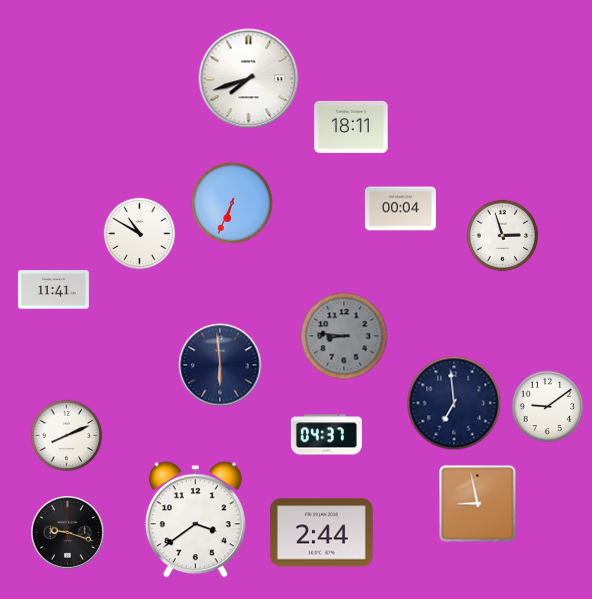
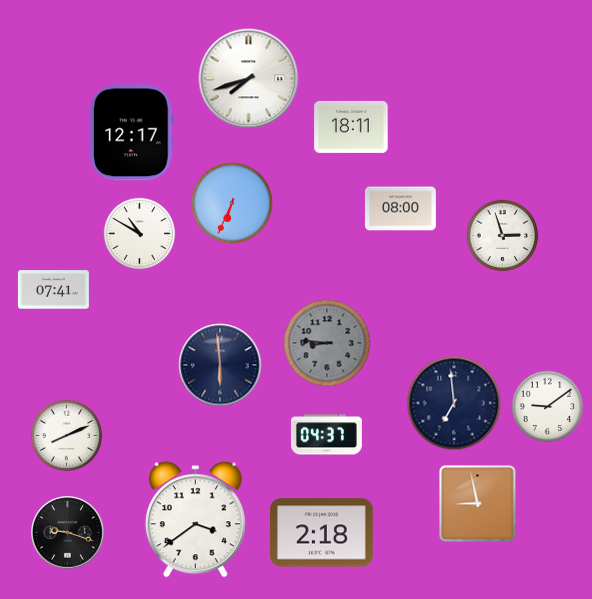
clock at (132, 133): none -> 12:17
clock at (400, 209): 00:04 -> 08:00
clock at (53, 290): 11:41 -> 07:41
clock at (344, 336) position: (344, 336) -> (327, 343)
clock at (321, 533): 2:44 -> 2:18
